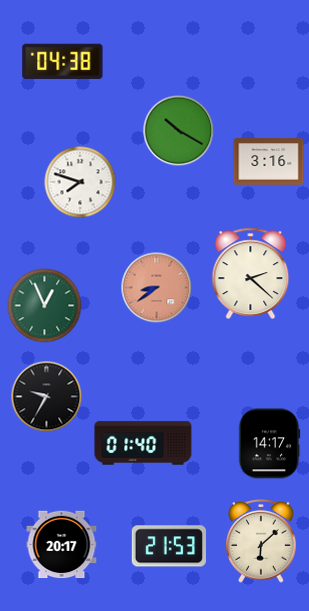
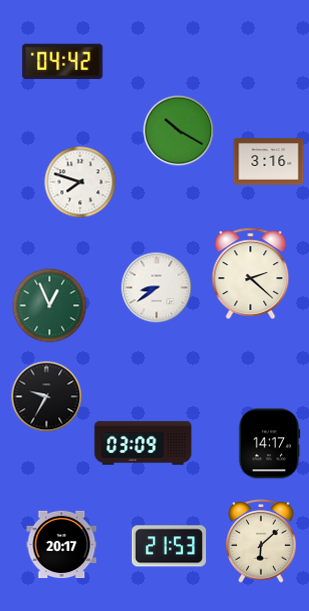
clock at (63, 61): 04:38 -> 04:42
clock at (157, 288) dial: salmon -> white
clock at (45, 306) position: (45, 306) -> (50, 306)
clock at (143, 443): 01:40 -> 03:09
